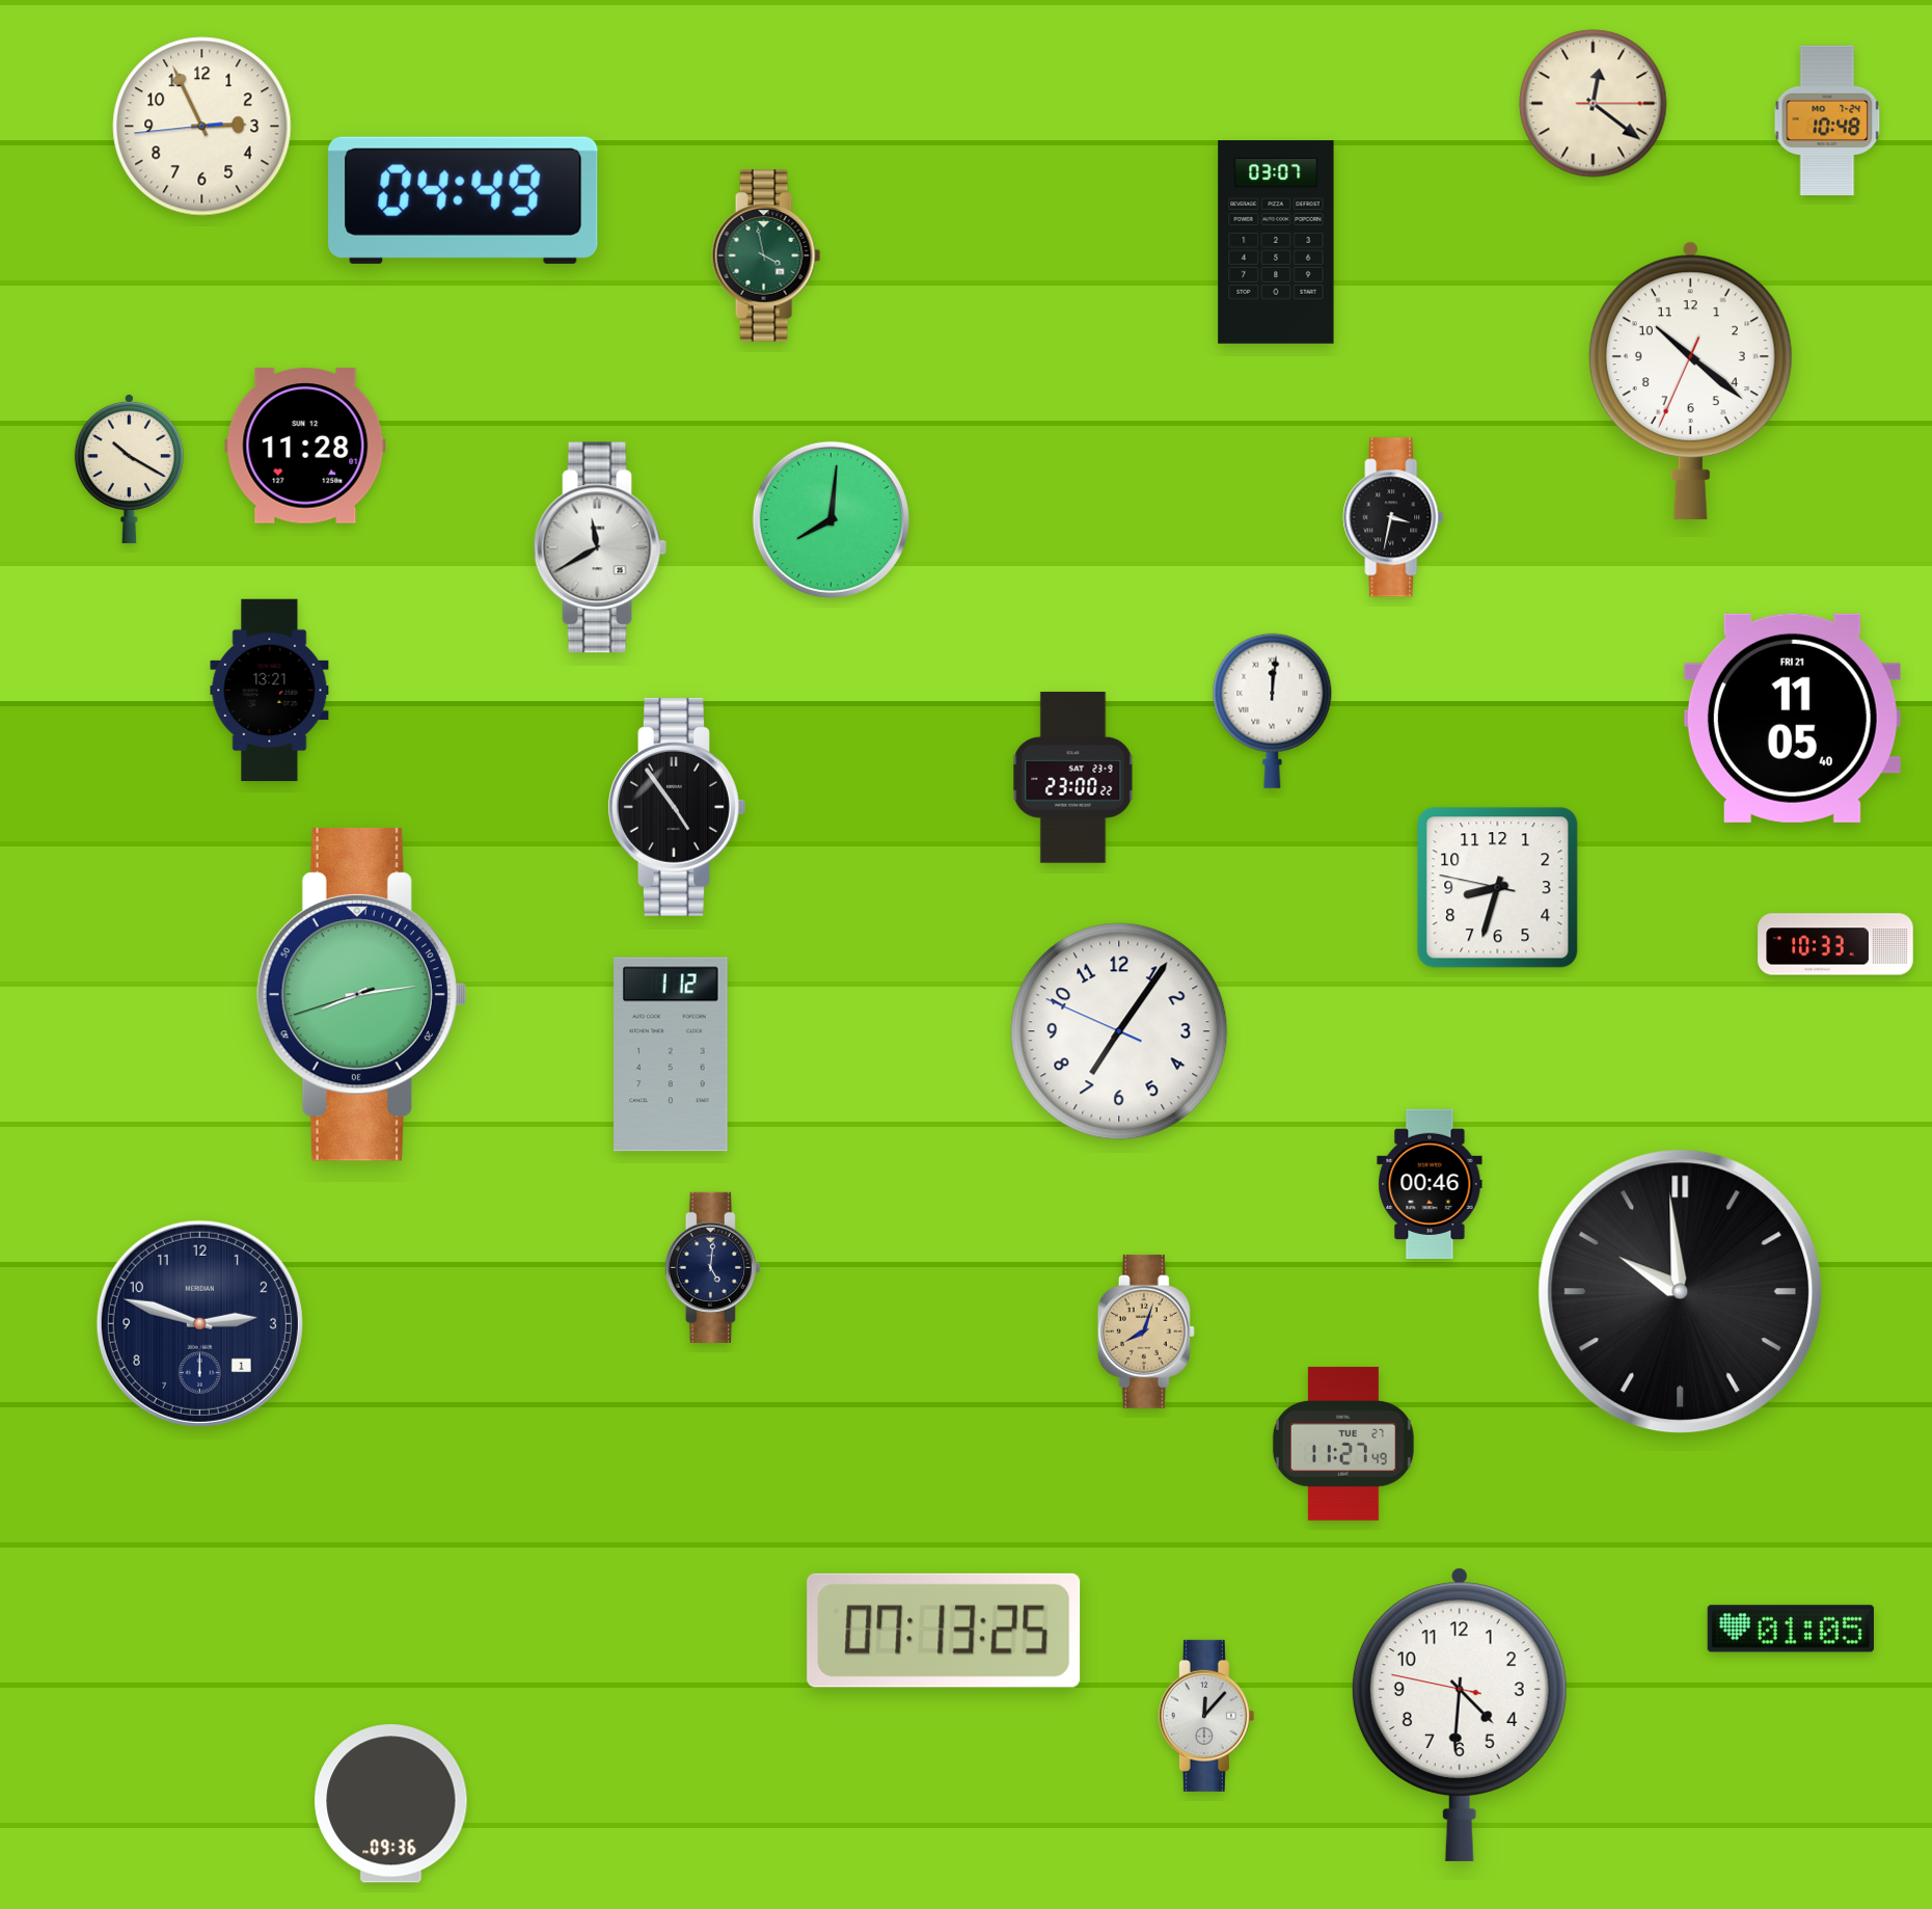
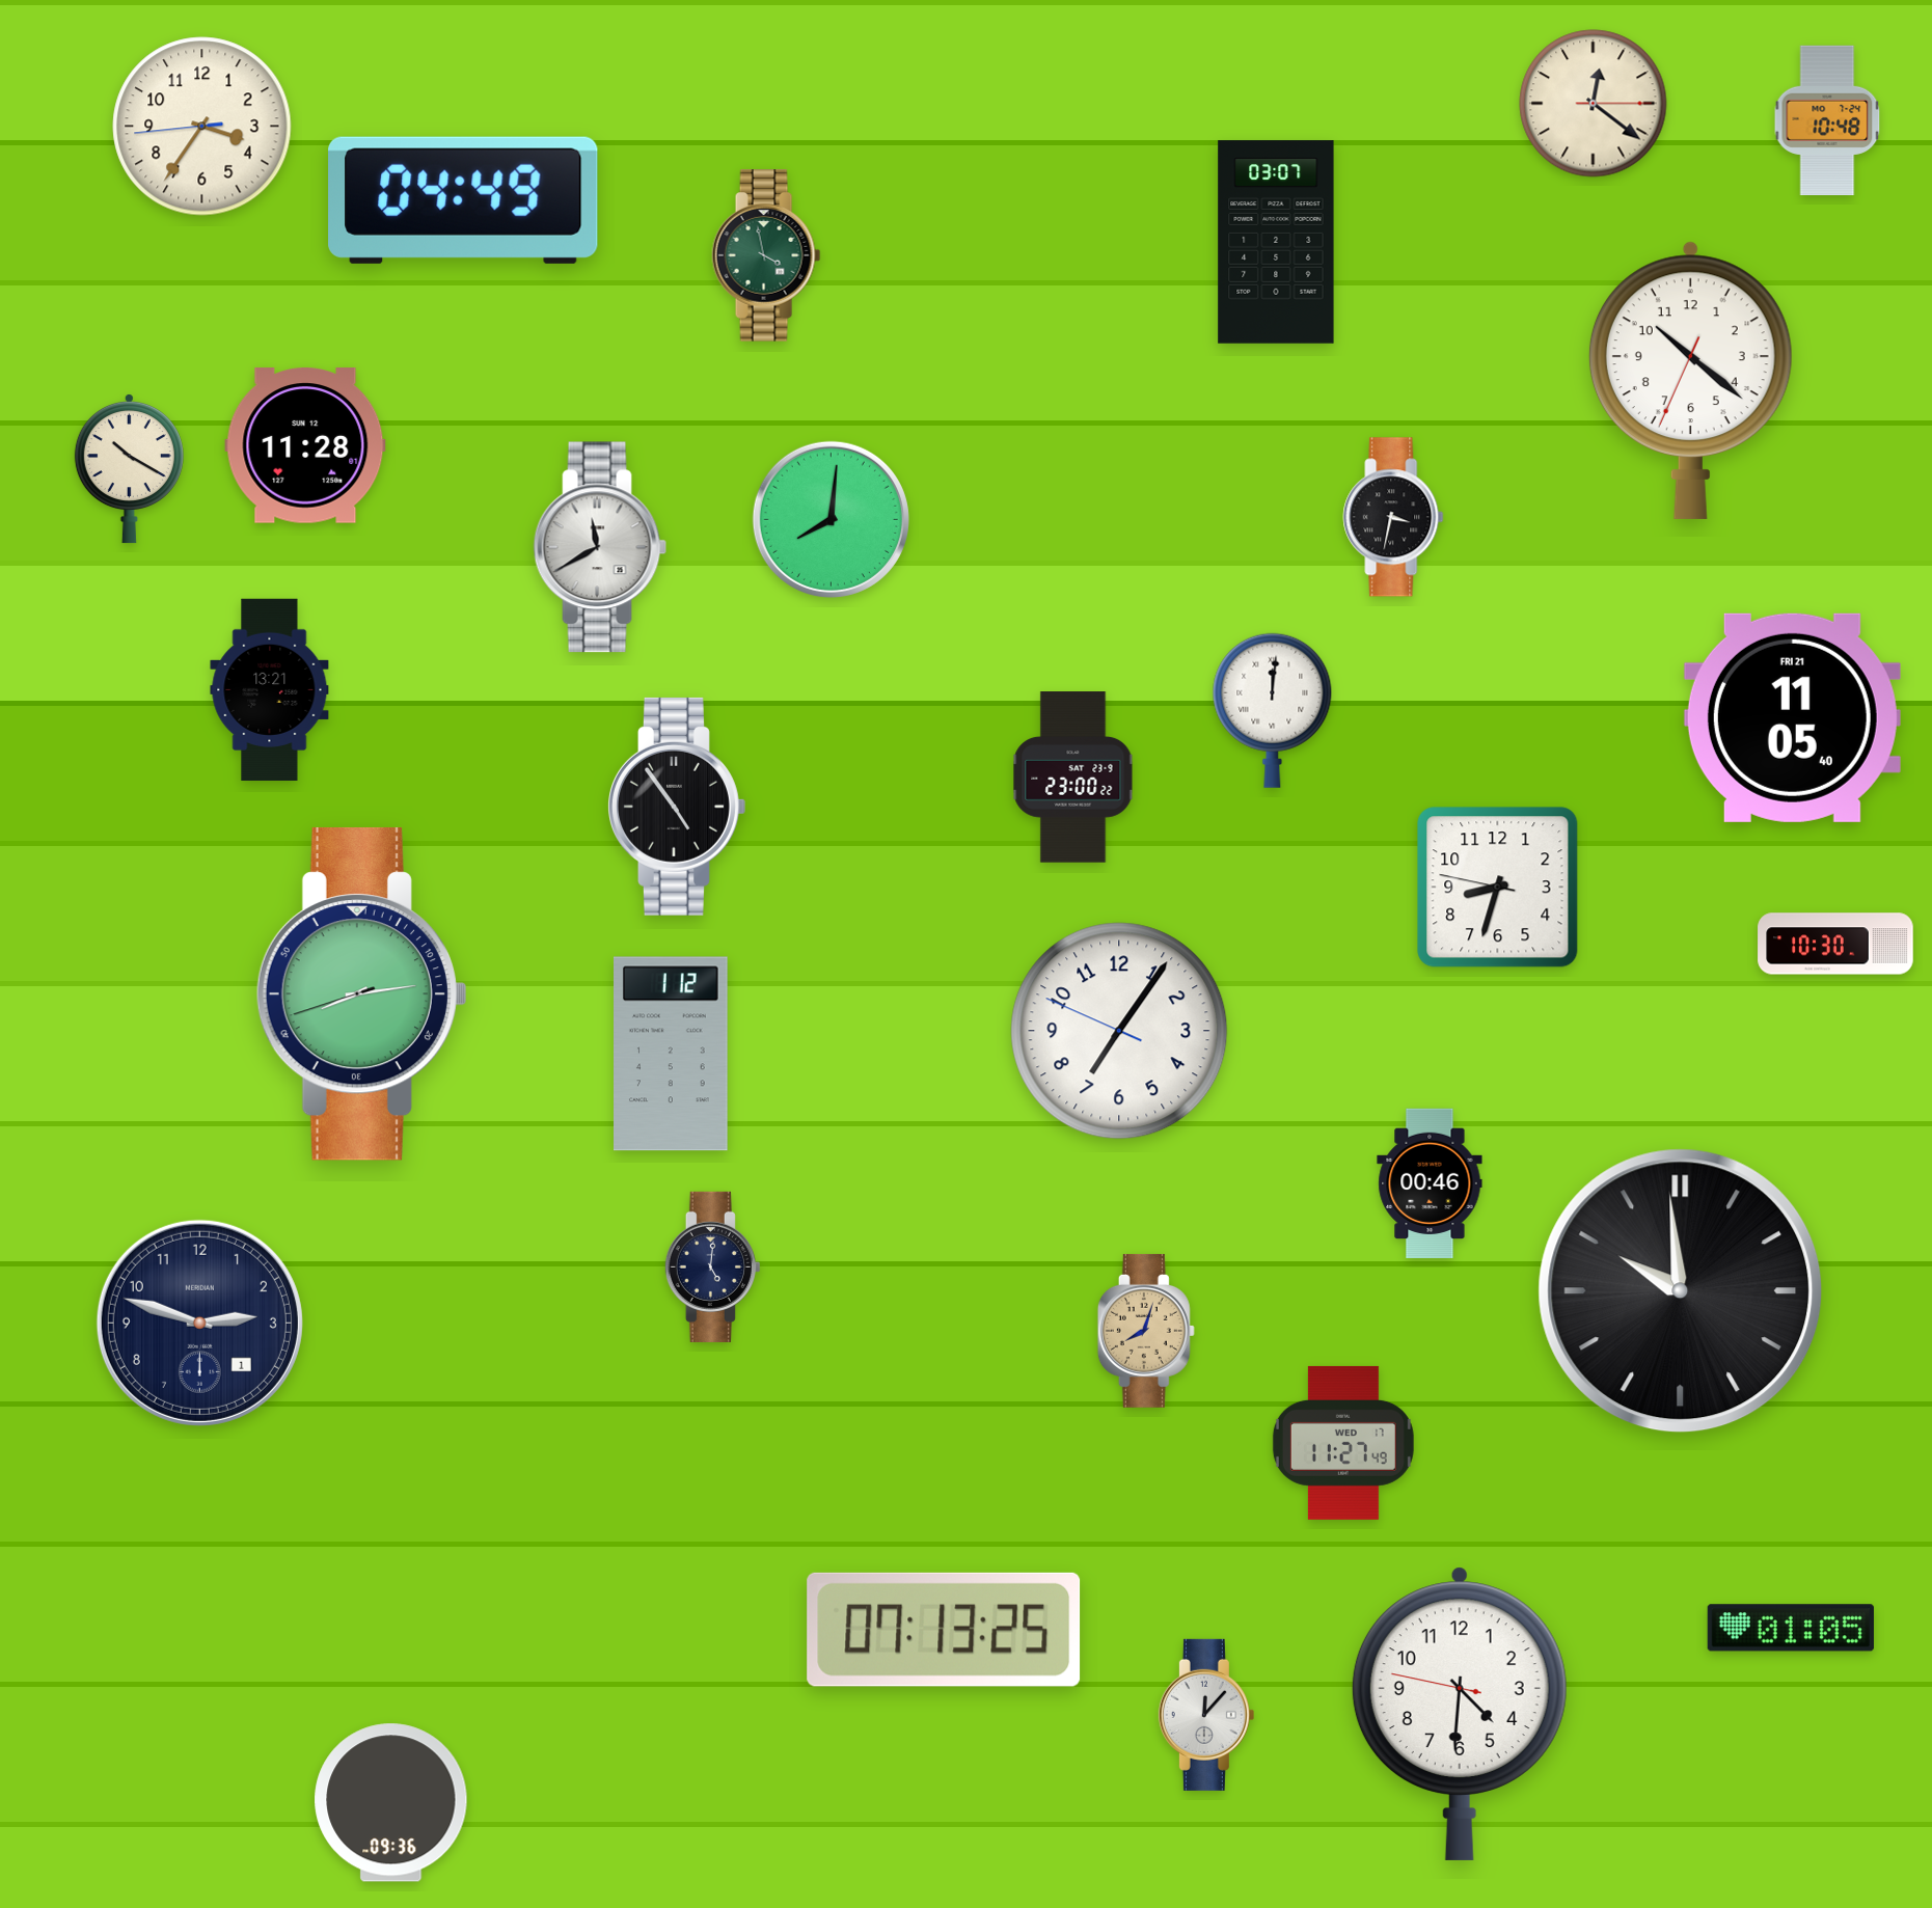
clock at (202, 127): 2:55 -> 3:35
clock at (1835, 944): 10:33 -> 10:30
clock at (1343, 1444) date: TUE 27 -> WED 17
